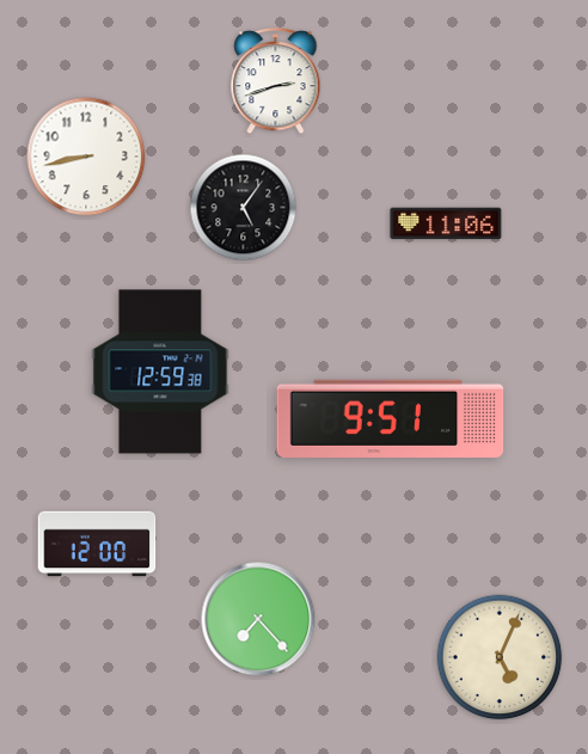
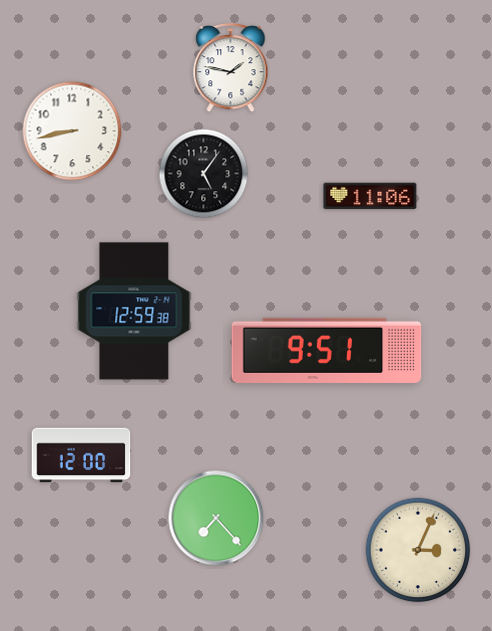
clock at (276, 81): 2:42 -> 1:47
clock at (446, 223) position: (446, 223) -> (370, 196)
clock at (500, 657): 5:04 -> 3:04
